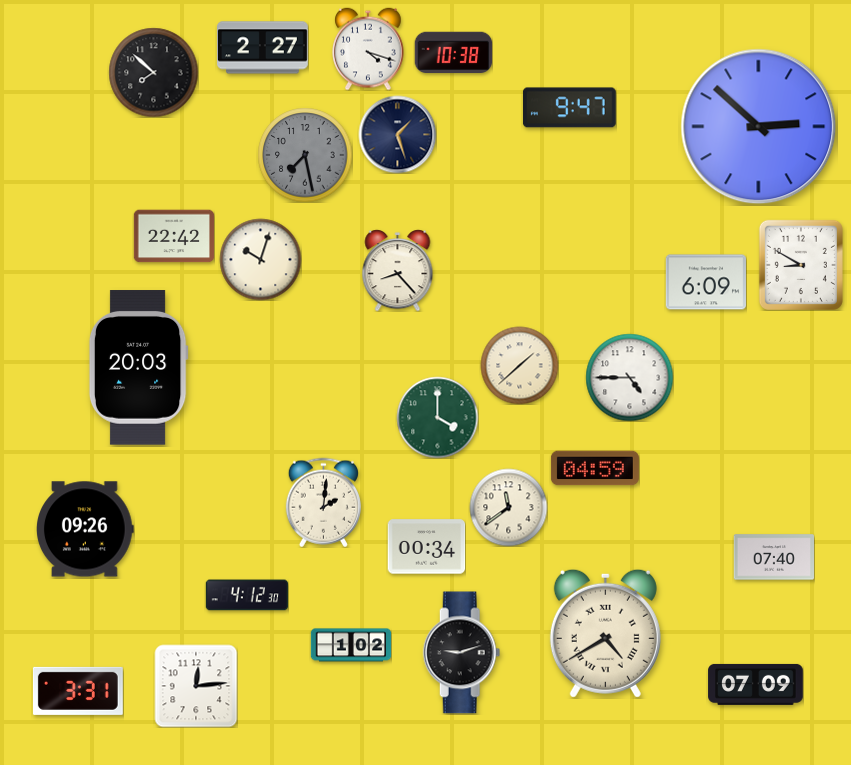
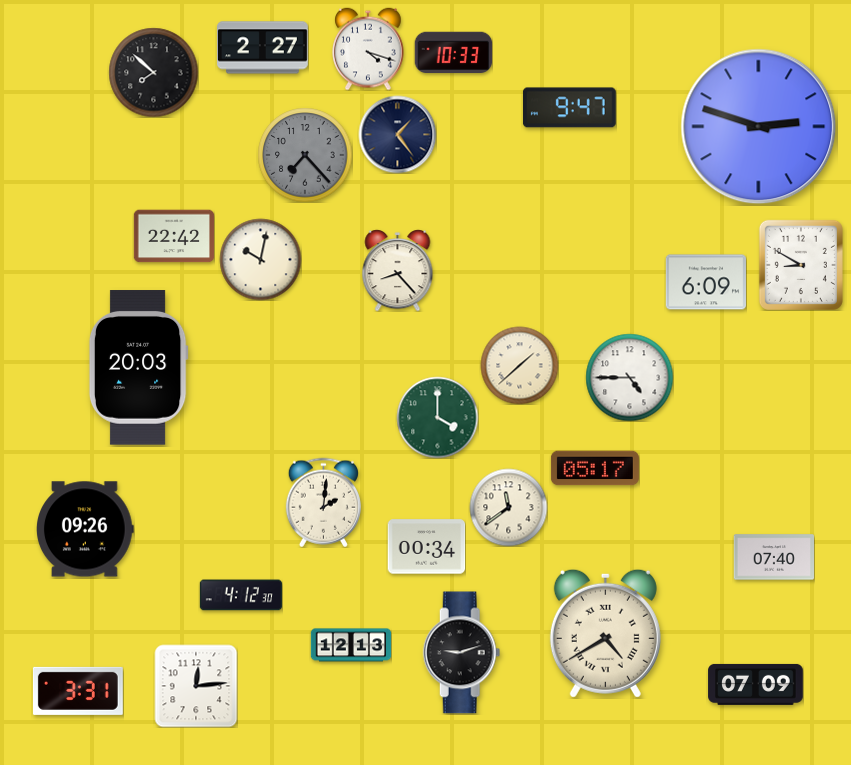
clock at (453, 53): 10:38 -> 10:33
clock at (759, 127): 2:52 -> 2:48
clock at (397, 134): 1:27 -> 1:24
clock at (305, 155): 7:28 -> 7:23
clock at (260, 259): 10:03 -> 10:02
clock at (595, 468): 04:59 -> 05:17
clock at (247, 595) position: (247, 595) -> (241, 595)
clock at (351, 645): 1:02 -> 12:13
